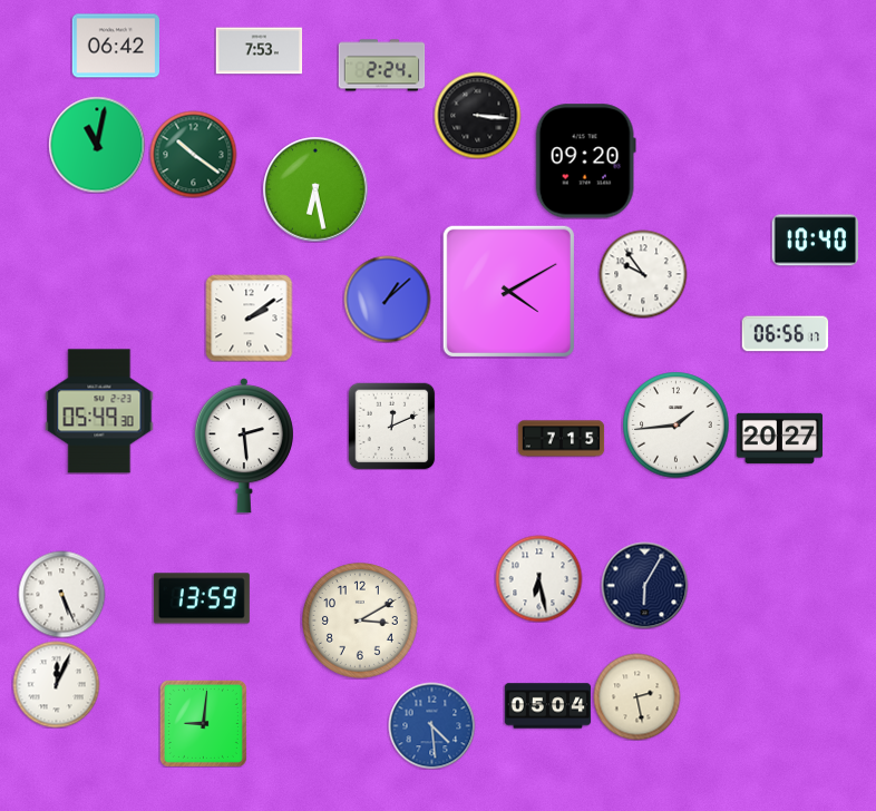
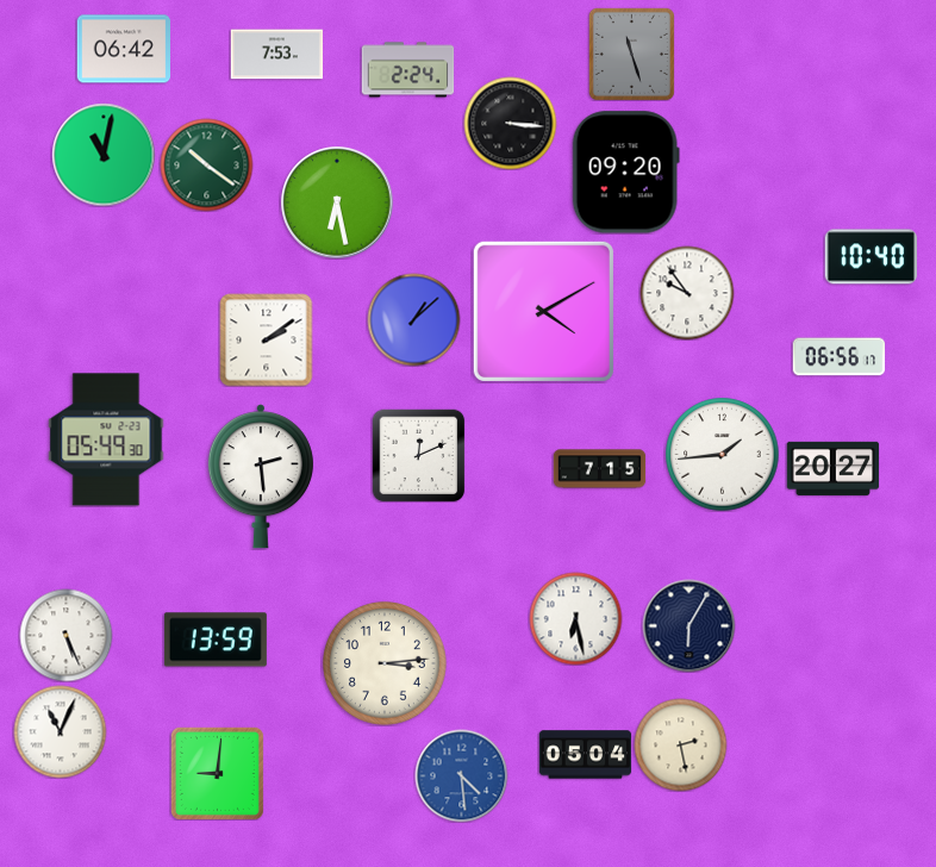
clock at (631, 54): none -> 11:27
clock at (361, 622): 3:10 -> 3:14
clock at (56, 684): 12:04 -> 11:04
